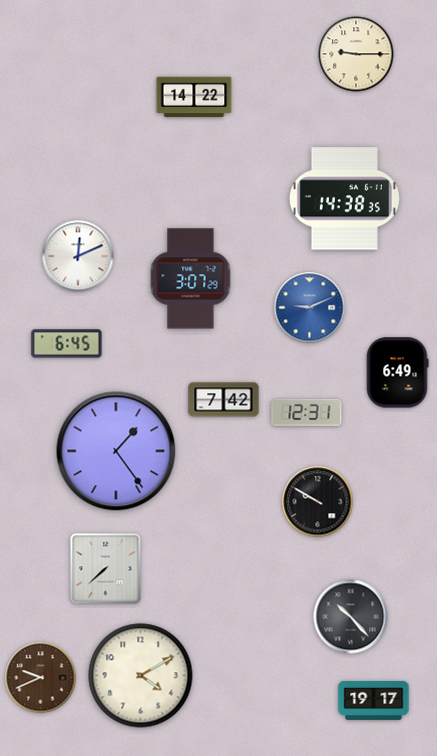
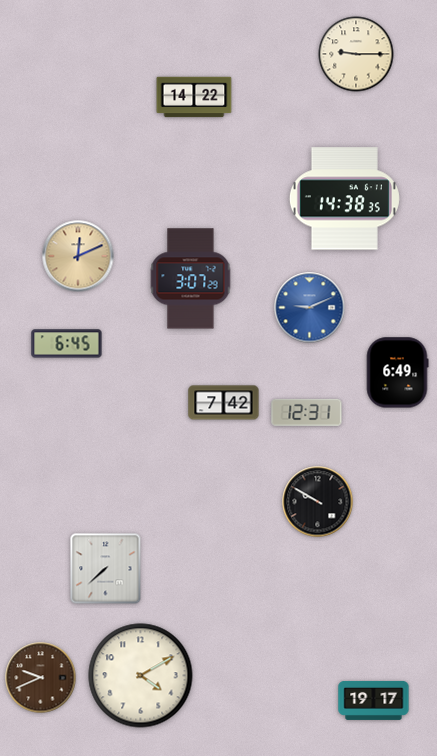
clock at (78, 256) dial: white -> champagne
clock at (224, 400) position: (224, 400) -> (224, 403)
clock at (116, 451): 1:24 -> none
clock at (351, 617): 10:23 -> none
